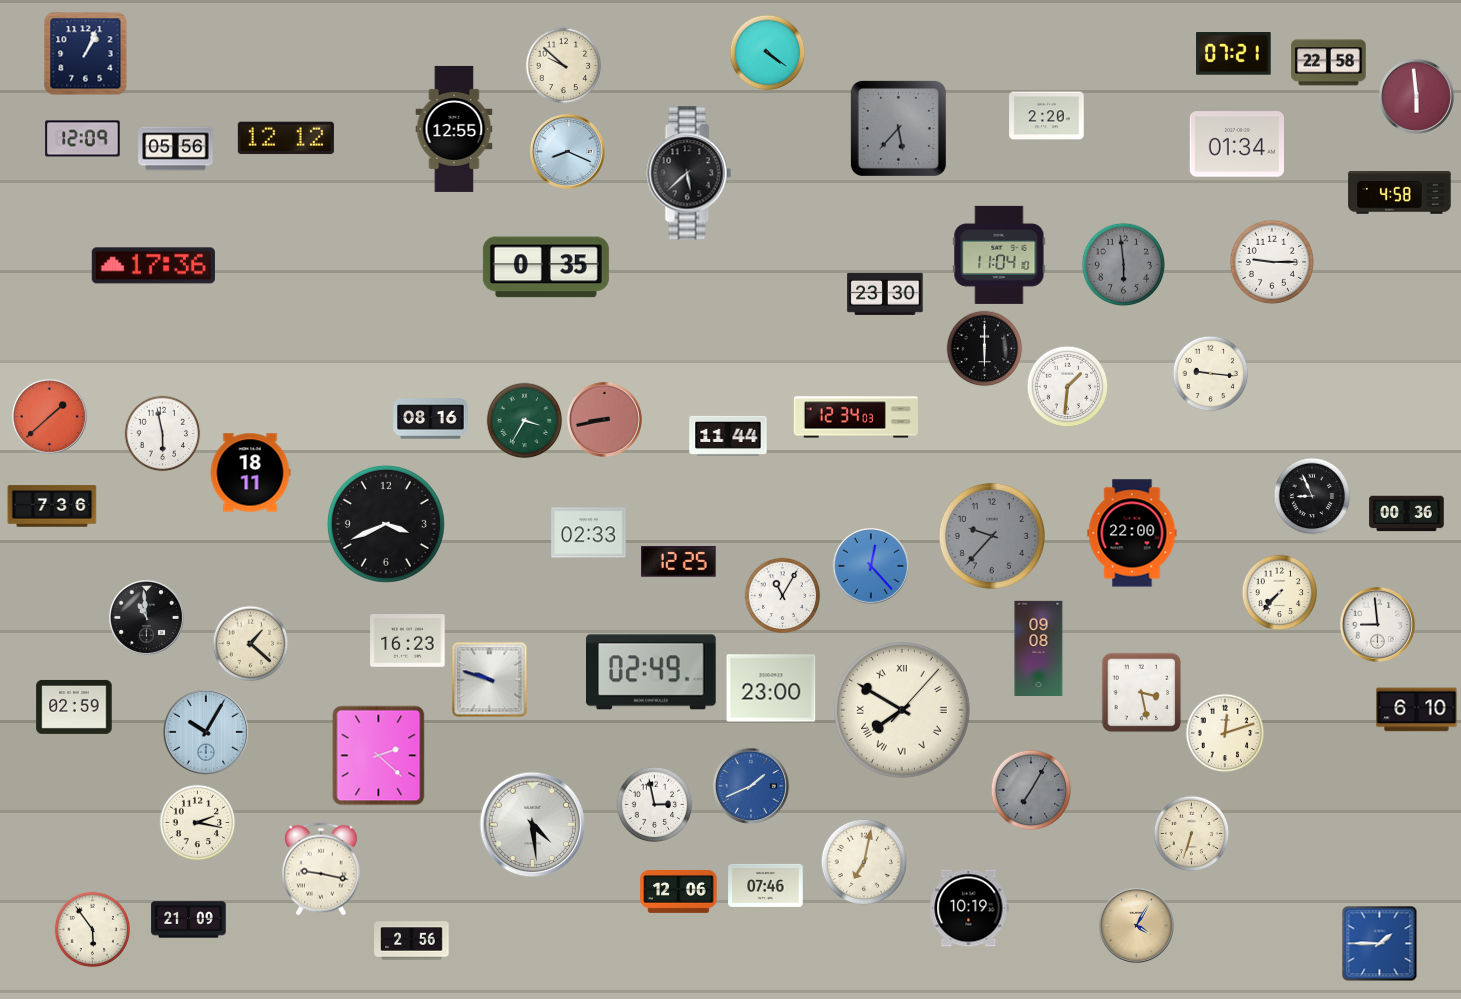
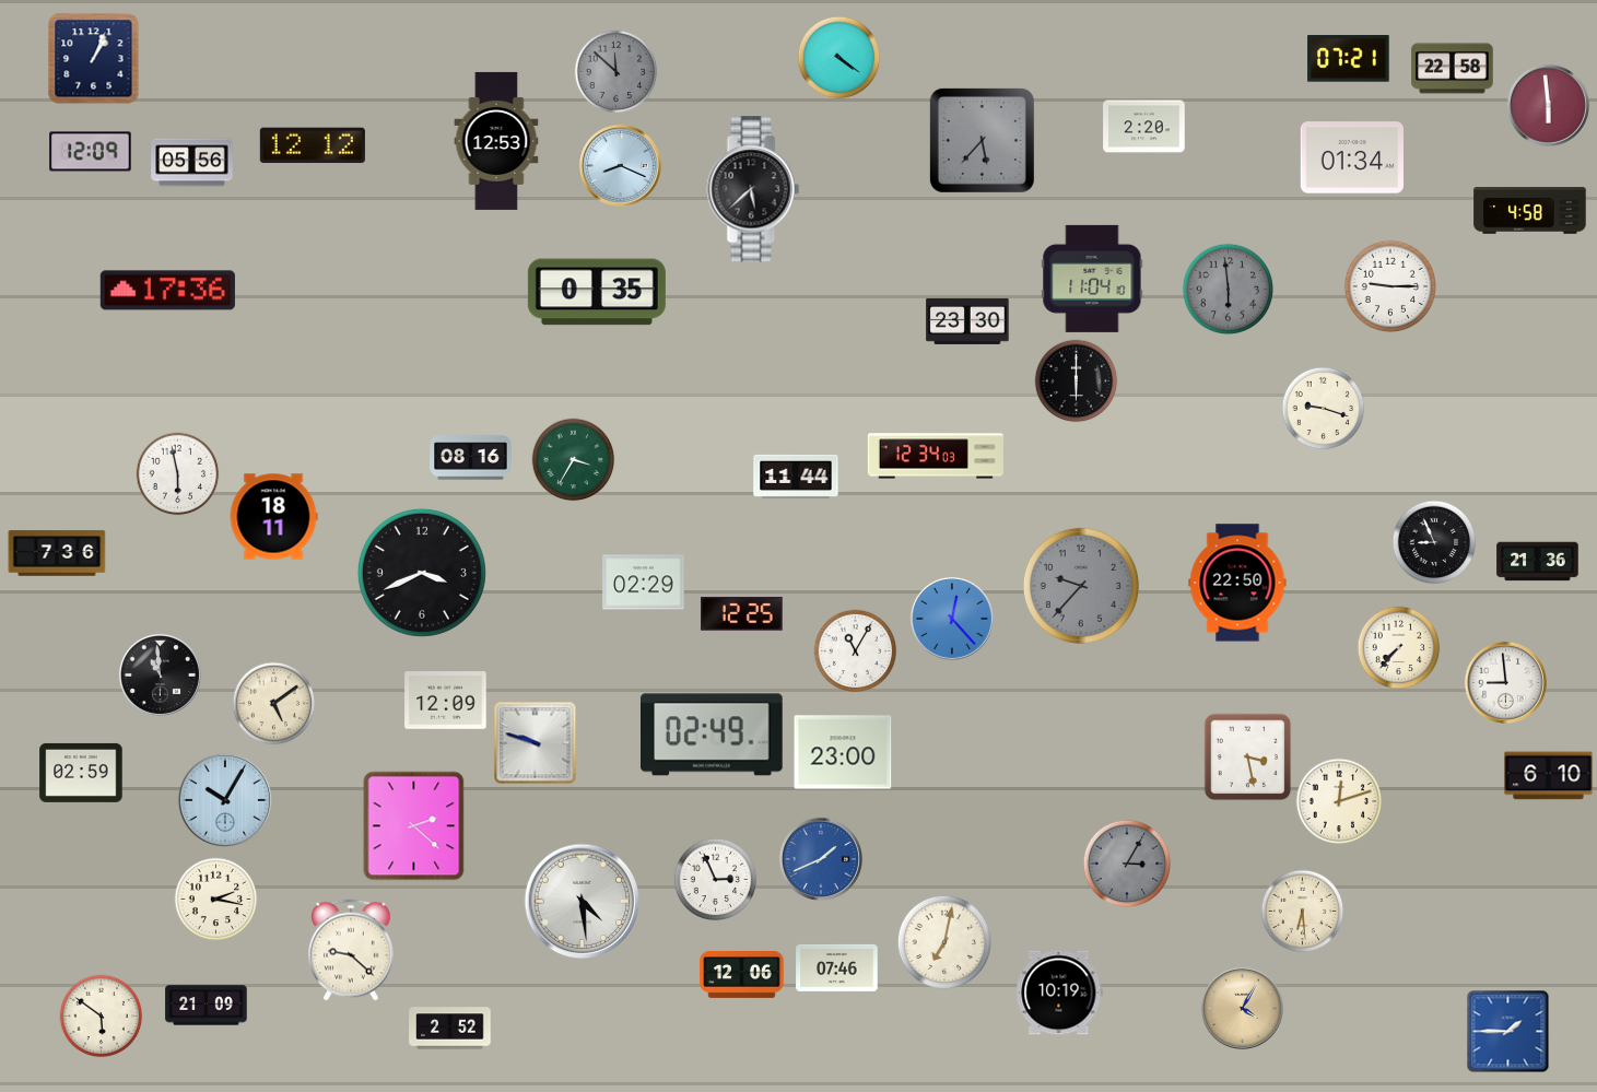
clock at (564, 66): 9:52 -> 11:52
clock at (564, 66) dial: cream -> grey
clock at (454, 129): 12:55 -> 12:53
clock at (286, 138) position: (286, 138) -> (313, 145)
clock at (1211, 374): 9:16 -> 9:18
clock at (1068, 387): 1:31 -> none
clock at (49, 416): 1:38 -> none
clock at (604, 419): 8:43 -> none
clock at (1407, 514): 00:36 -> 21:36
clock at (589, 533): 02:33 -> 02:29
clock at (1132, 533): 22:00 -> 22:50
clock at (992, 536) position: (992, 536) -> (1081, 586)
clock at (408, 641): 16:23 -> 12:09
clock at (251, 644): 1:22 -> 5:09
clock at (1039, 648): 09:08 -> none
clock at (903, 711): 7:50 -> none
clock at (1031, 790): 7:05 -> 3:05
clock at (655, 805): 2:58 -> 2:56
clock at (1192, 834): 6:33 -> 6:29
clock at (322, 869): 9:17 -> 9:22
clock at (1136, 925) position: (1136, 925) -> (1242, 1008)
clock at (93, 930): 5:54 -> 5:51
clock at (412, 941): 2:56 -> 2:52
